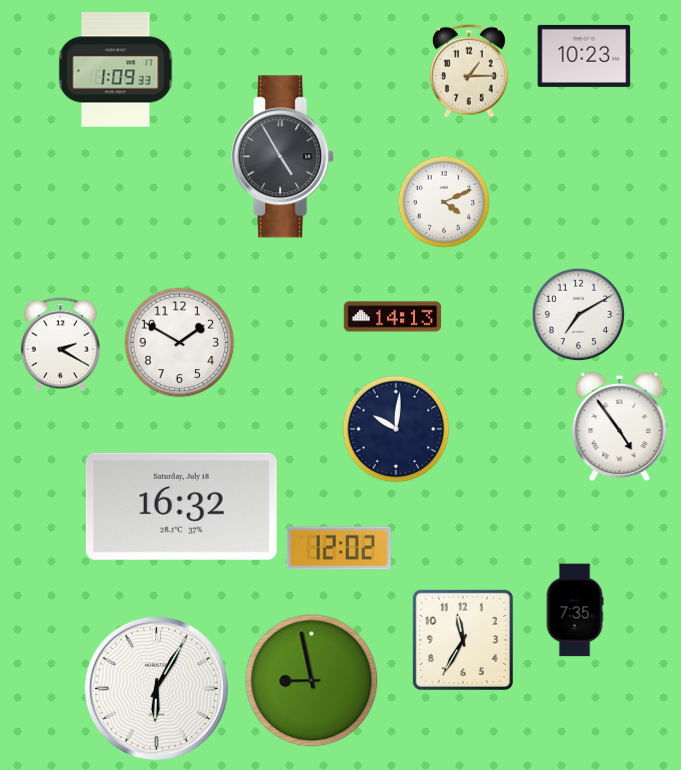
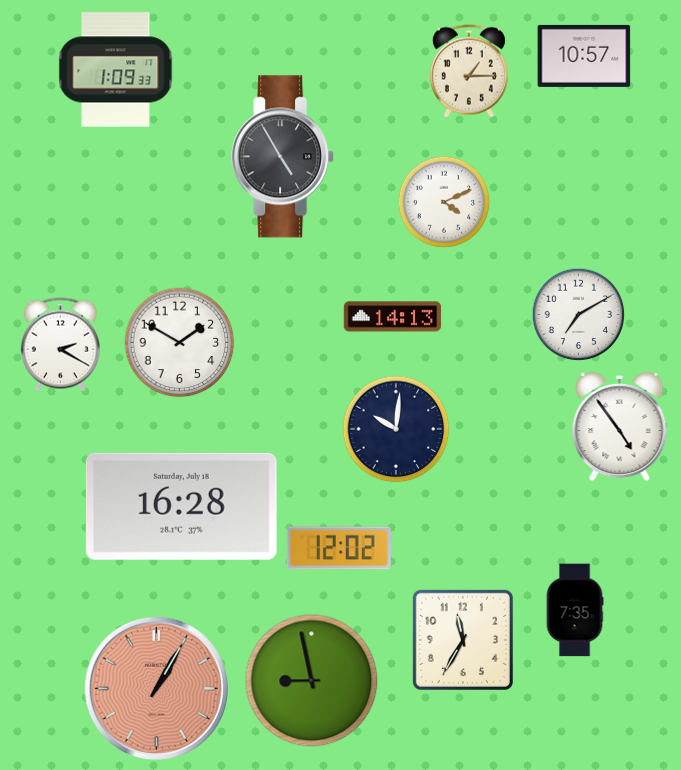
clock at (584, 56): 10:23 -> 10:57
clock at (181, 506): 16:32 -> 16:28
clock at (156, 688): 6:05 -> 1:05
clock at (156, 688) dial: white -> salmon
